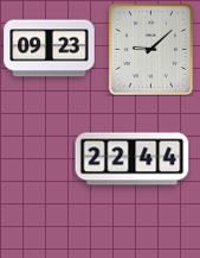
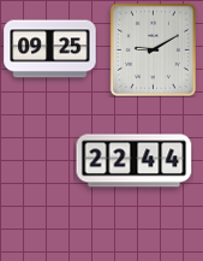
clock at (50, 49): 09:23 -> 09:25
clock at (150, 49): 9:08 -> 9:10
